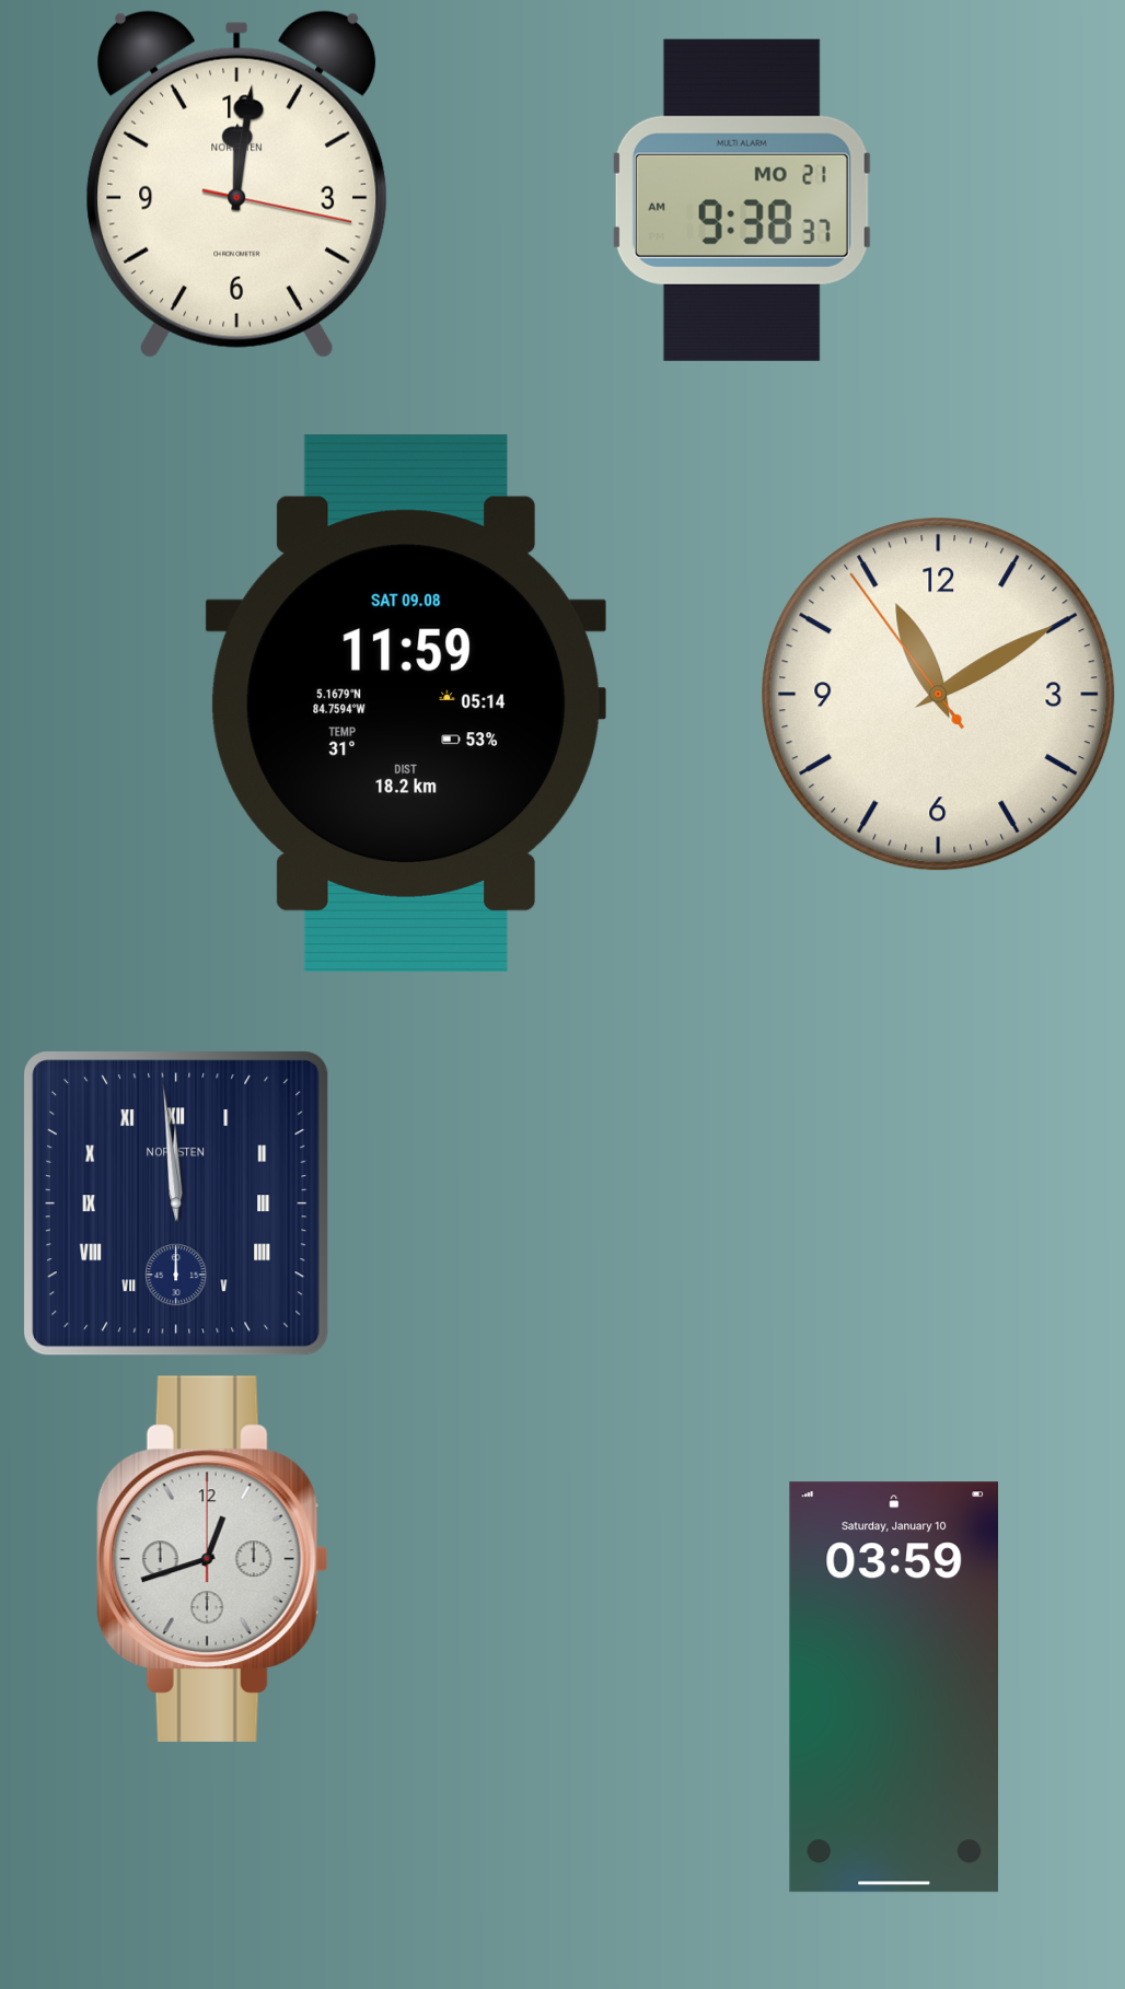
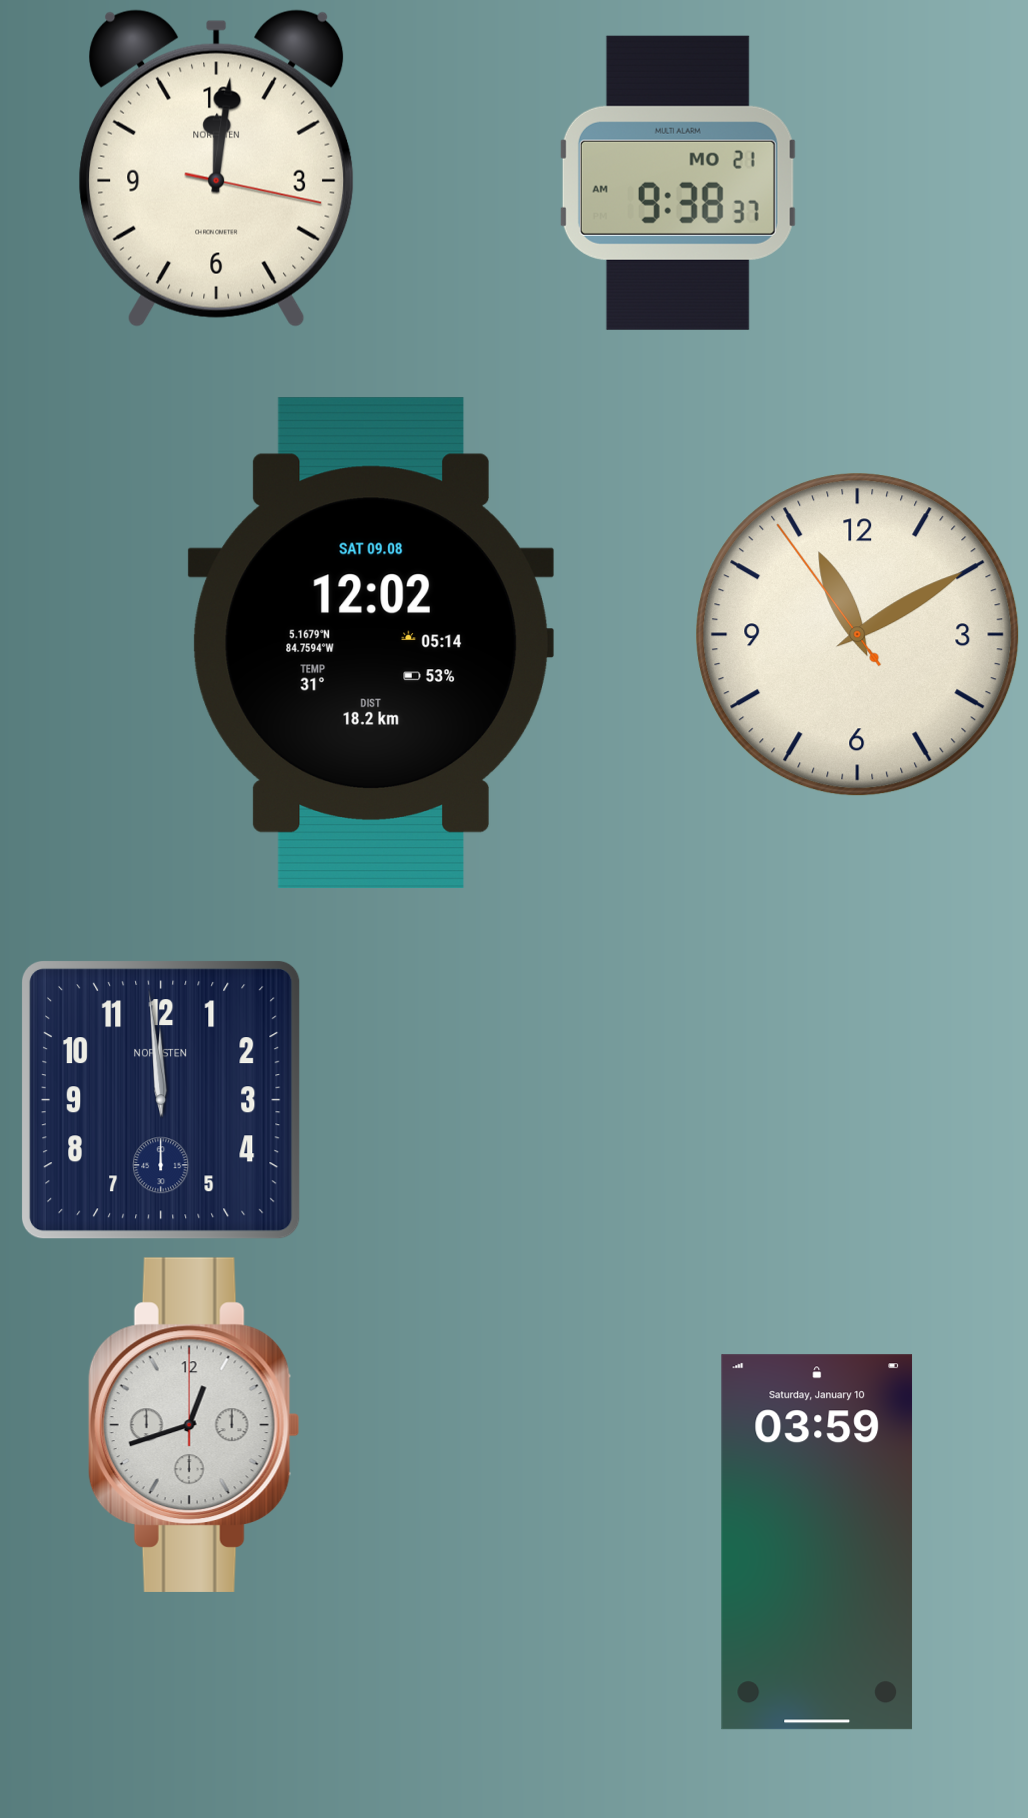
clock at (406, 703): 11:59 -> 12:02
clock at (176, 1203) numerals: Roman -> Arabic
